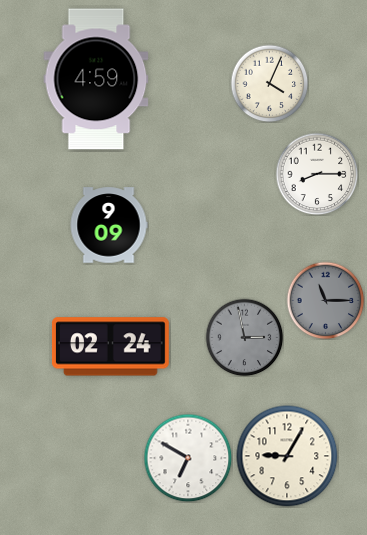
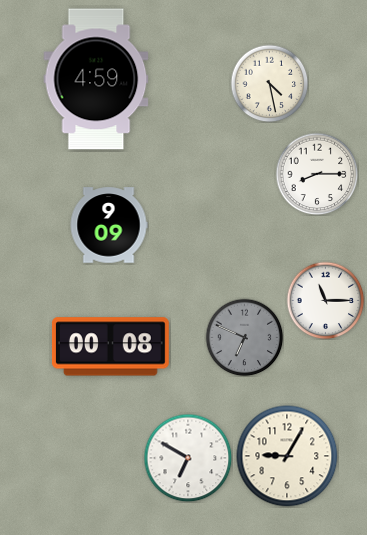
clock at (269, 83): 4:04 -> 4:28
clock at (325, 300) dial: grey -> white
clock at (244, 337): 2:58 -> 6:49
clock at (110, 347): 02:24 -> 00:08
